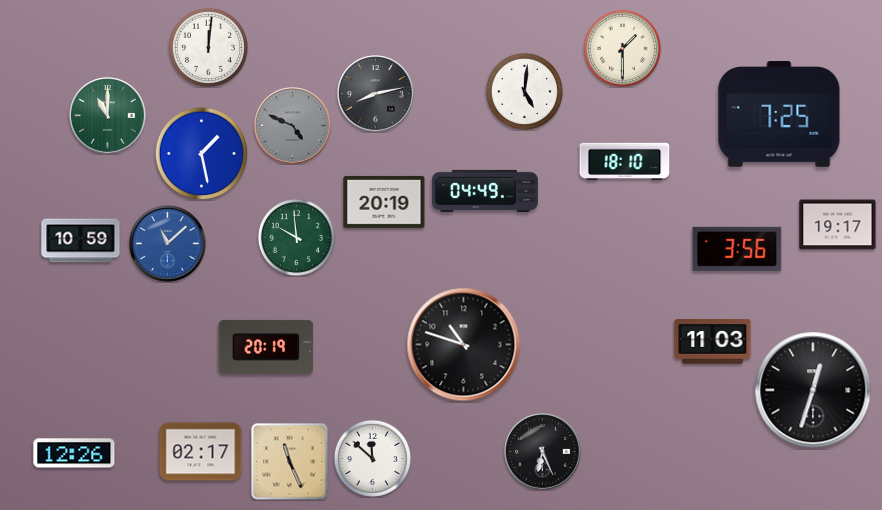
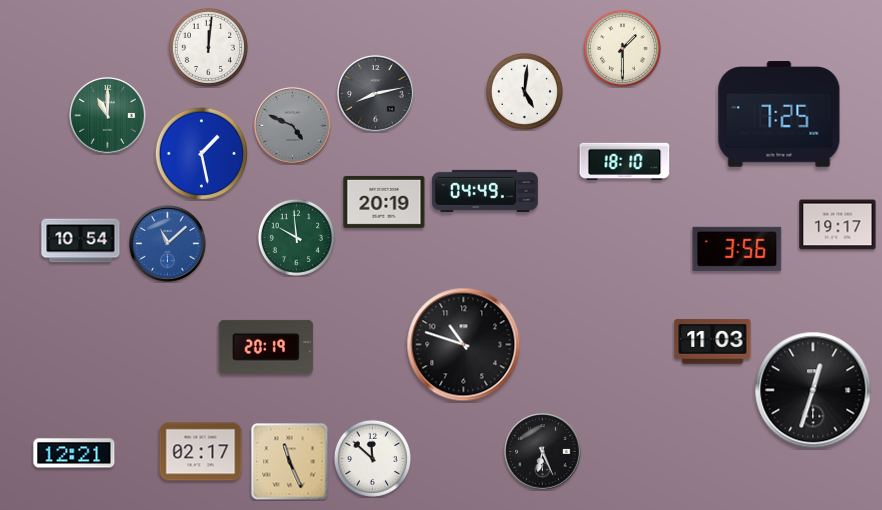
clock at (81, 241): 10:59 -> 10:54
clock at (74, 453): 12:26 -> 12:21
